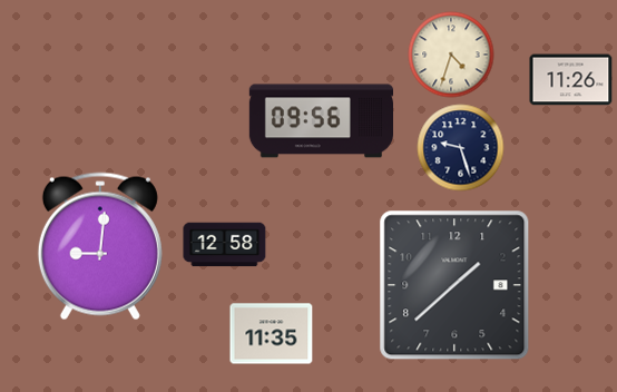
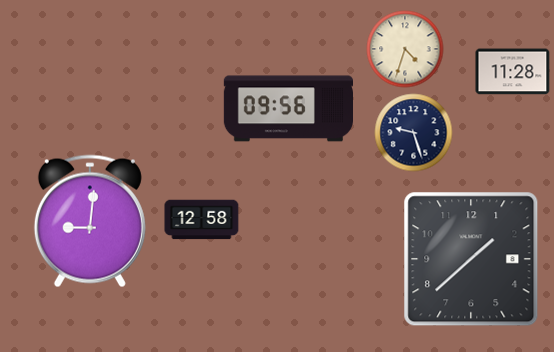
clock at (571, 80): 11:26 -> 11:28
clock at (454, 285) position: (454, 285) -> (471, 259)
clock at (272, 334): 11:35 -> none
